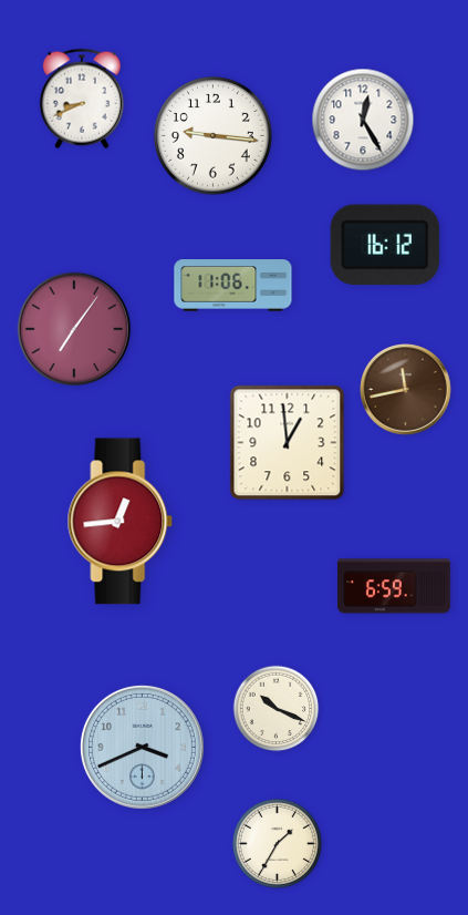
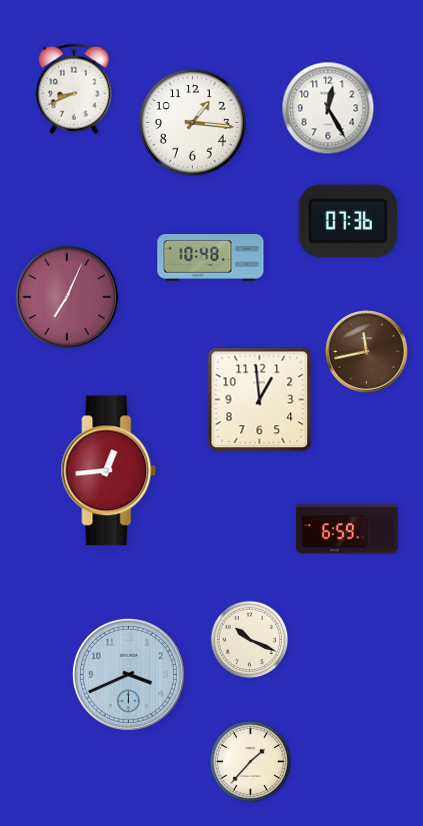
clock at (212, 135): 9:16 -> 1:16
clock at (385, 245): 16:12 -> 07:36
clock at (233, 286): 11:06 -> 10:48
clock at (74, 329): 7:06 -> 7:04
clock at (394, 586) position: (394, 586) -> (347, 529)
clock at (277, 843): 1:35 -> 1:37
